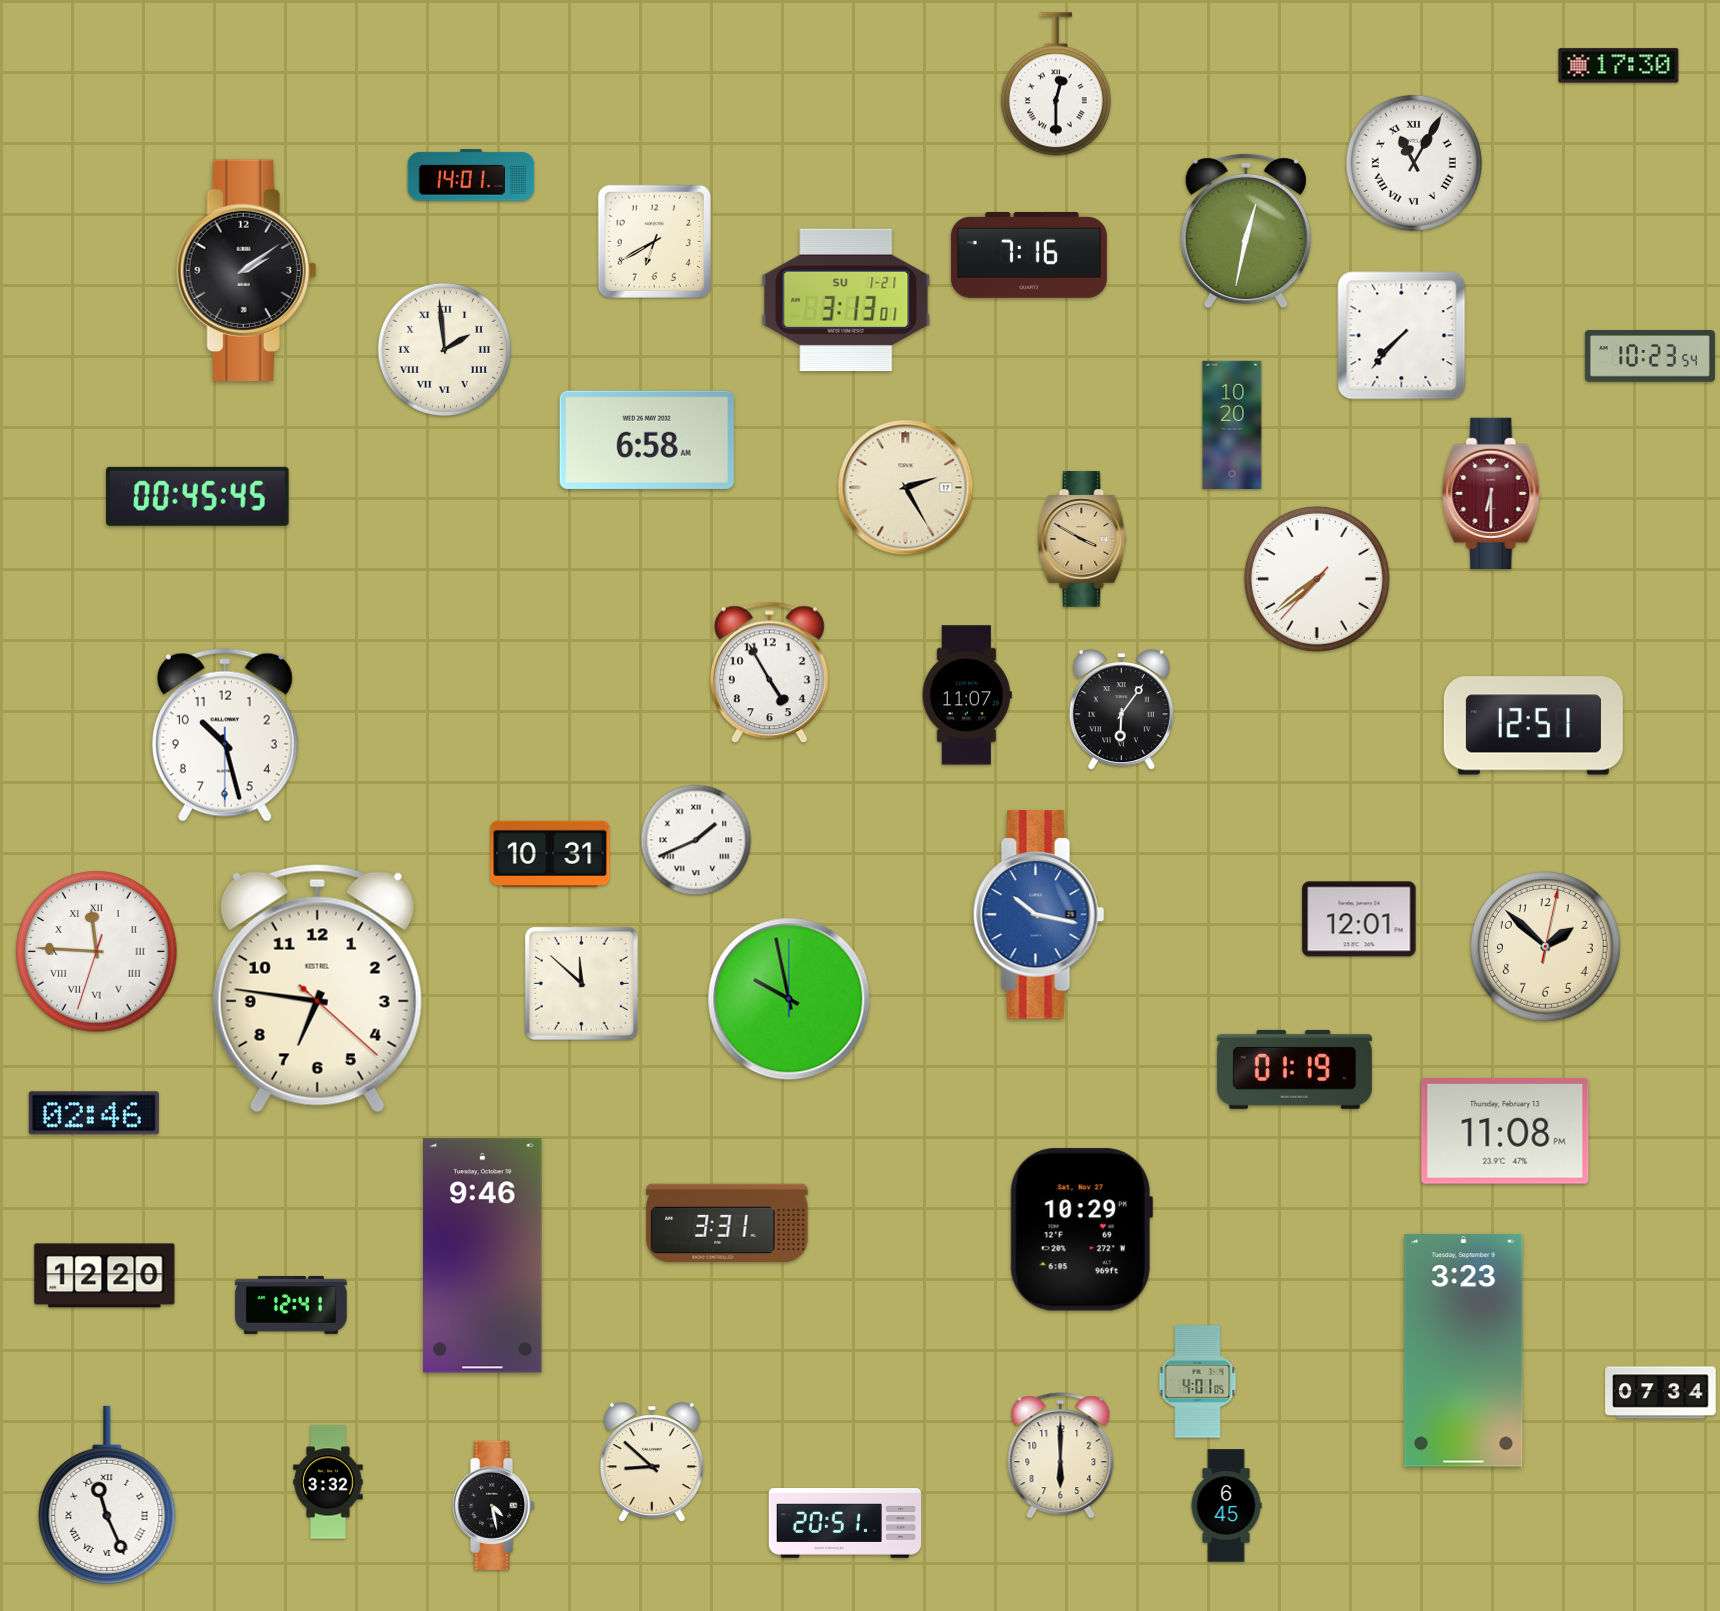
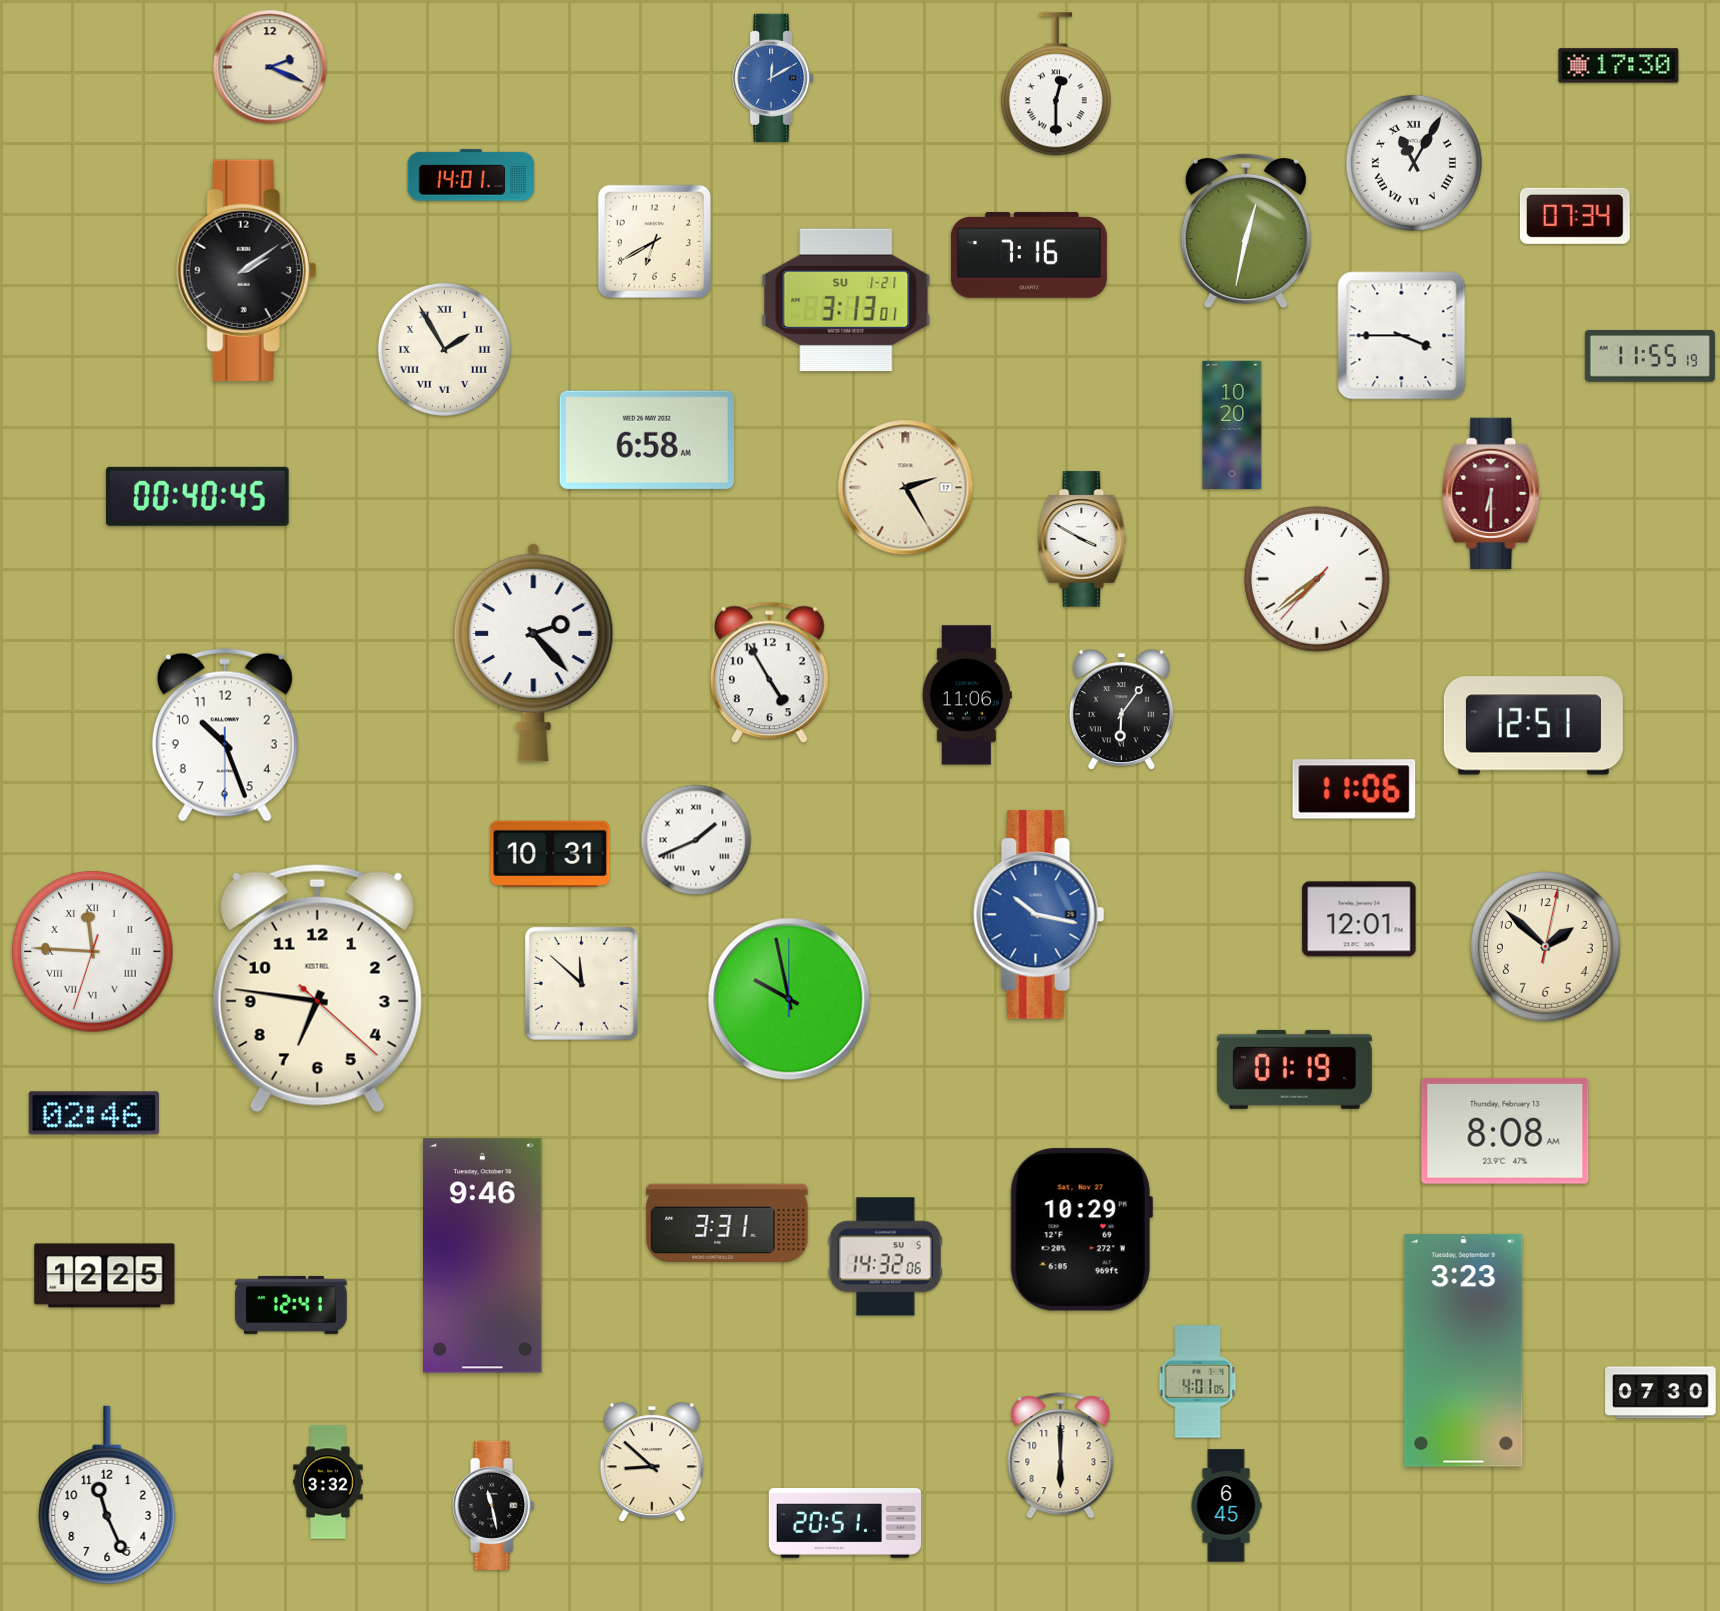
clock at (270, 67): none -> 2:19
clock at (773, 77): none -> 12:10
clock at (1575, 216): none -> 07:34
clock at (1402, 336): 7:37 -> 3:45
clock at (444, 349): 1:59 -> 1:55
clock at (1650, 357): 10:23 -> 11:55
clock at (197, 496): 00:45 -> 00:40
clock at (1082, 539) dial: champagne -> white
clock at (534, 652): none -> 2:23
clock at (967, 695): 11:07 -> 11:06
clock at (225, 735): 10:27 -> 10:26
clock at (1354, 789): none -> 11:06
clock at (97, 952) position: (97, 952) -> (93, 952)
clock at (1505, 1131): 11:08 -> 8:08
clock at (885, 1257): none -> 14:32
clock at (105, 1276): 12:20 -> 12:25
clock at (1661, 1393): 07:34 -> 07:30
clock at (107, 1495) numerals: Roman -> Arabic
clock at (494, 1505): 4:28 -> 11:28
